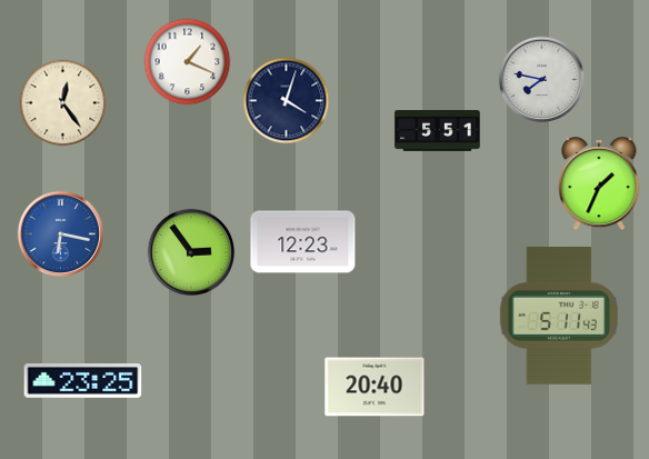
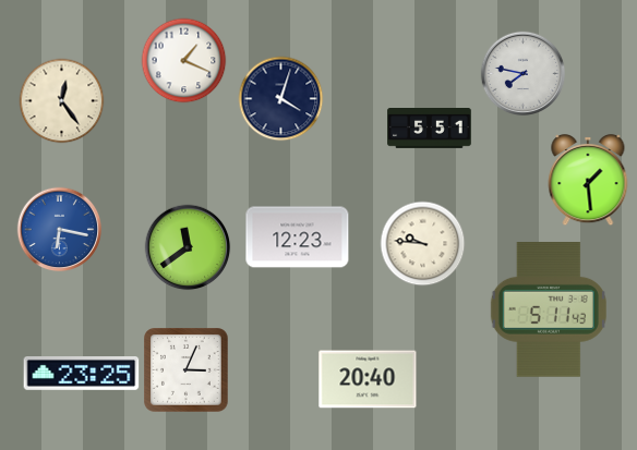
clock at (541, 79) position: (541, 79) -> (522, 73)
clock at (599, 183): 1:34 -> 1:29
clock at (422, 243): none -> 9:46
clock at (191, 252): 2:54 -> 11:39
clock at (187, 370): none -> 3:04
